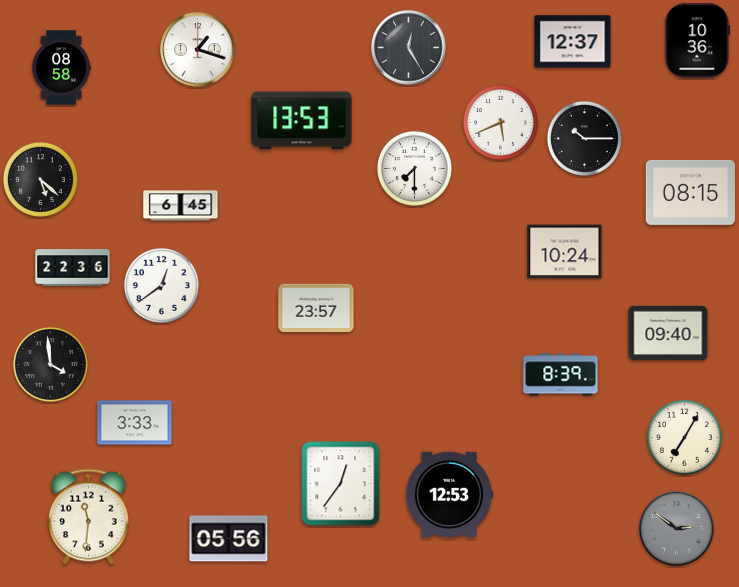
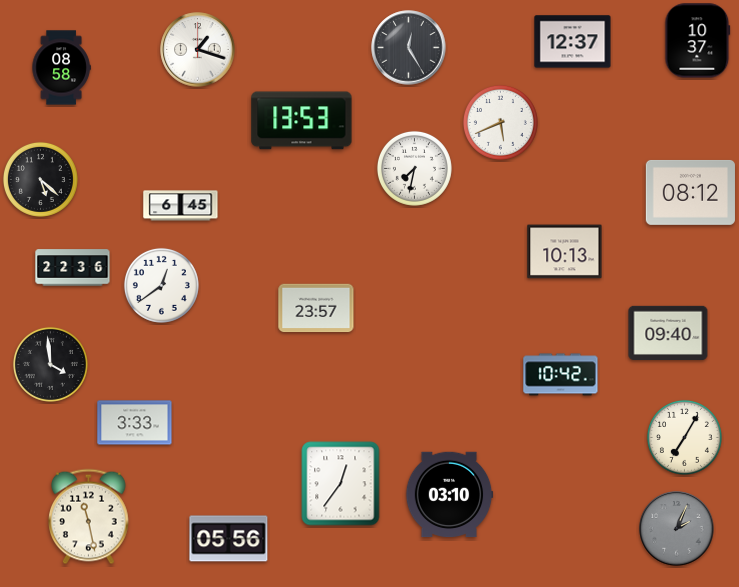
clock at (698, 41): 10:36 -> 10:37
clock at (584, 138): 10:15 -> none
clock at (414, 168): 7:30 -> 7:32
clock at (690, 192): 08:15 -> 08:12
clock at (565, 252): 10:24 -> 10:13
clock at (561, 375): 8:39 -> 10:42
clock at (449, 495): 12:53 -> 03:10
clock at (89, 517): 11:31 -> 11:28
clock at (677, 529): 2:51 -> 2:04
